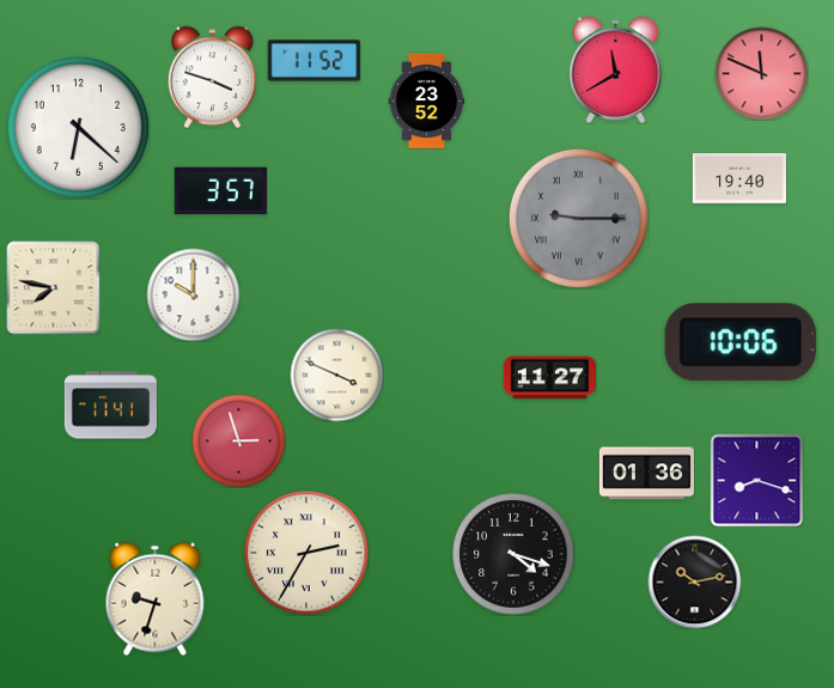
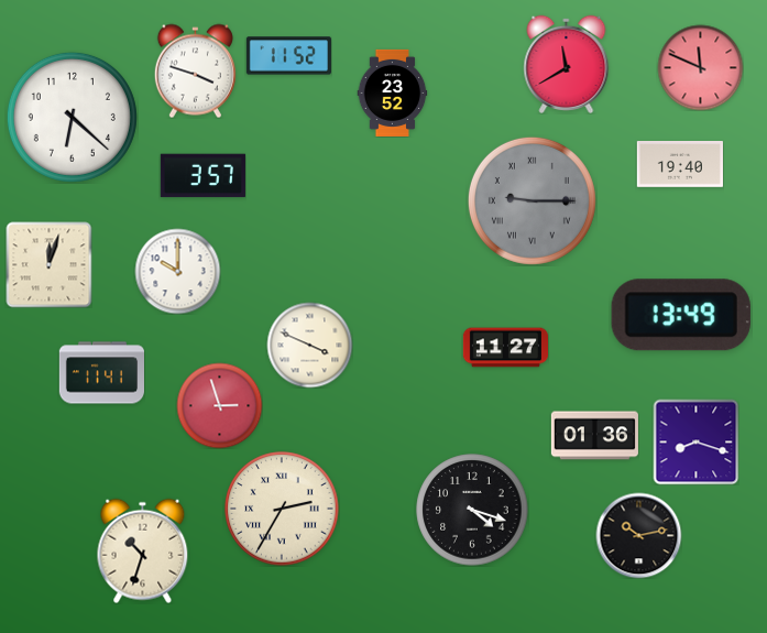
clock at (53, 287): 7:47 -> 12:03
clock at (741, 342): 10:06 -> 13:49
clock at (156, 598): 9:33 -> 10:33
